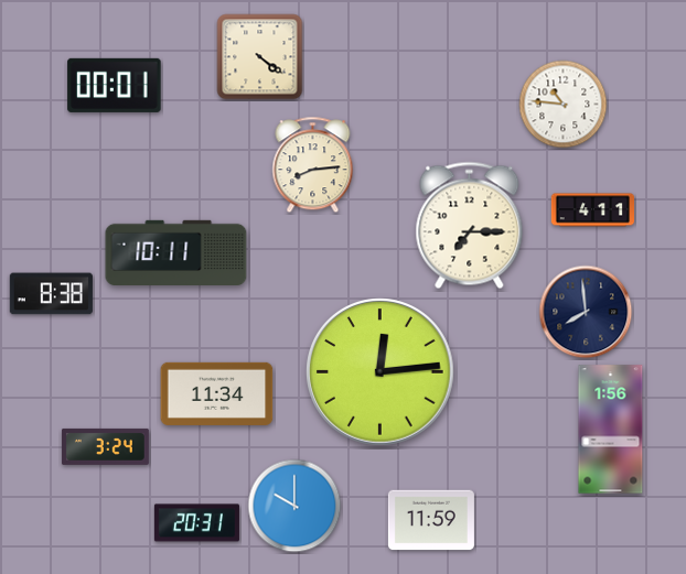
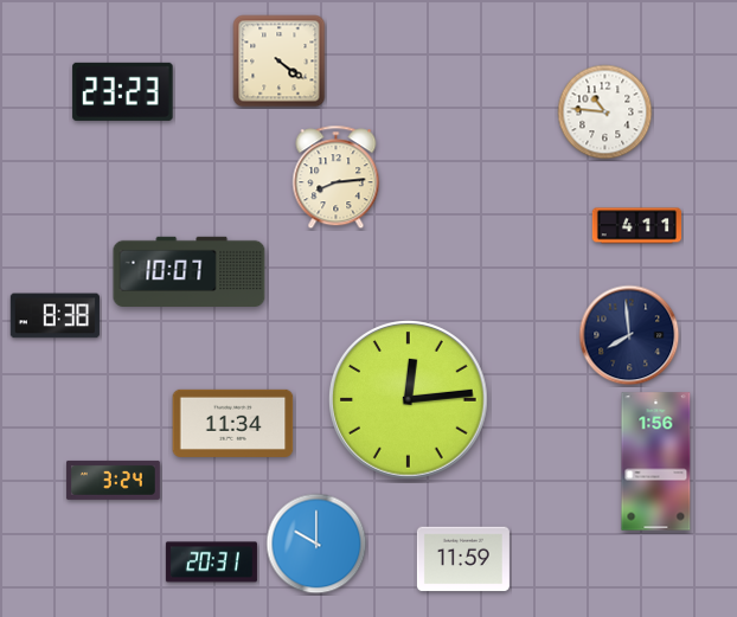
clock at (115, 85): 00:01 -> 23:23
clock at (470, 226): 7:15 -> none
clock at (176, 253): 10:11 -> 10:07
